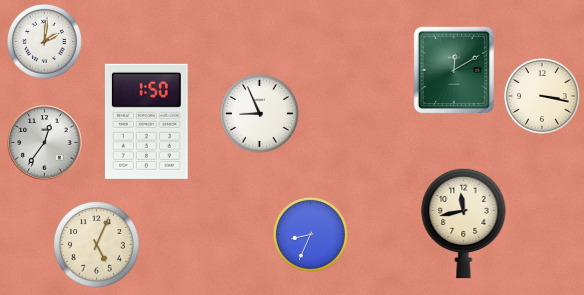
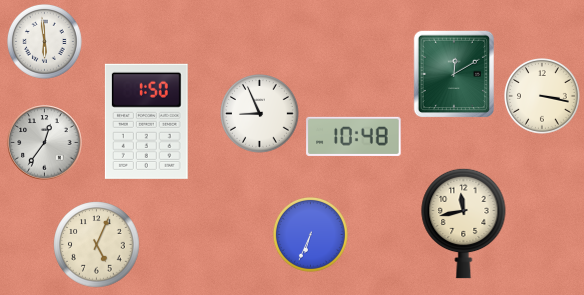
clock at (45, 42): 2:01 -> 5:59
clock at (454, 70) position: (454, 70) -> (454, 74)
clock at (354, 136): none -> 10:48
clock at (311, 235): 8:34 -> 6:34
